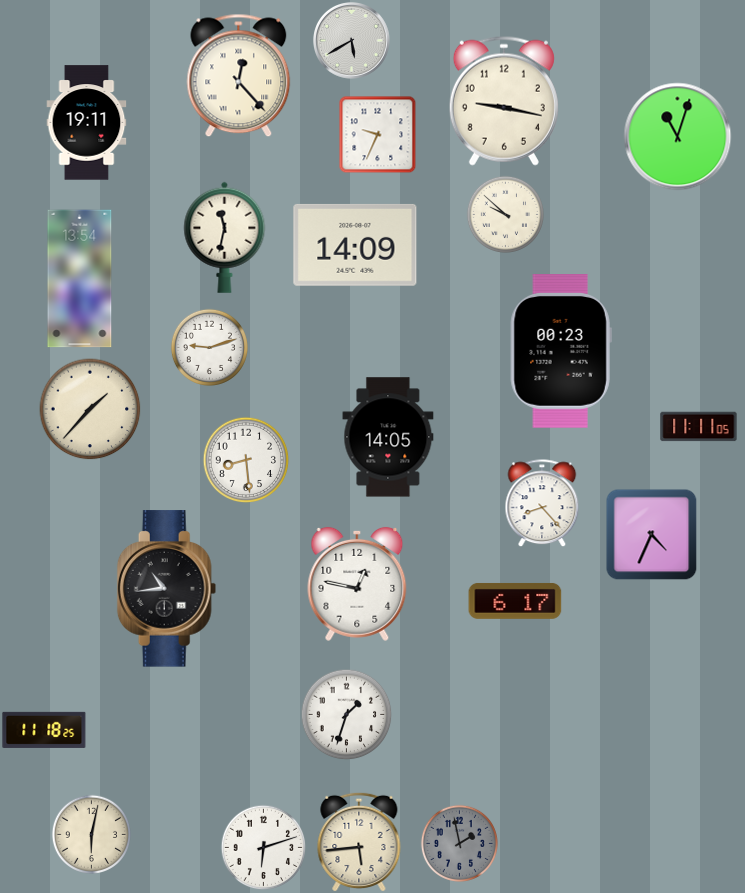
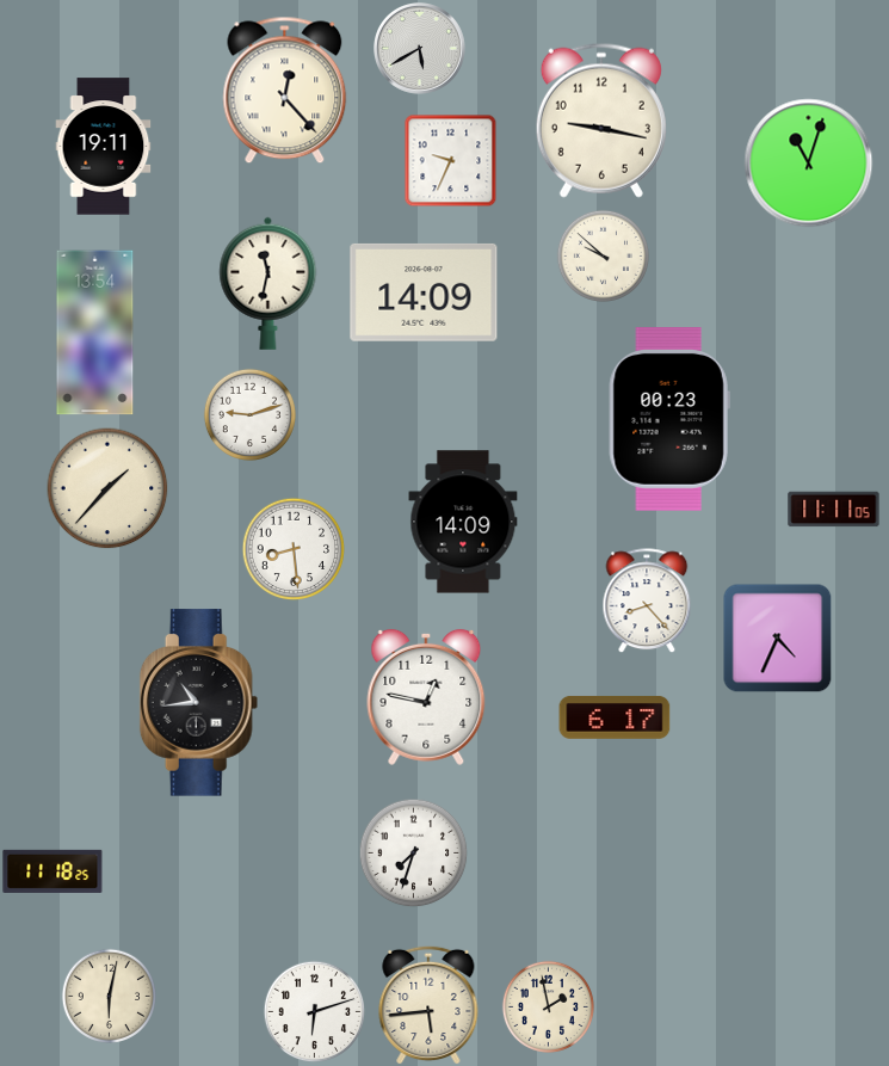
clock at (388, 437): 14:05 -> 14:09
clock at (346, 714): 1:33 -> 7:33
clock at (459, 843) dial: grey -> cream
